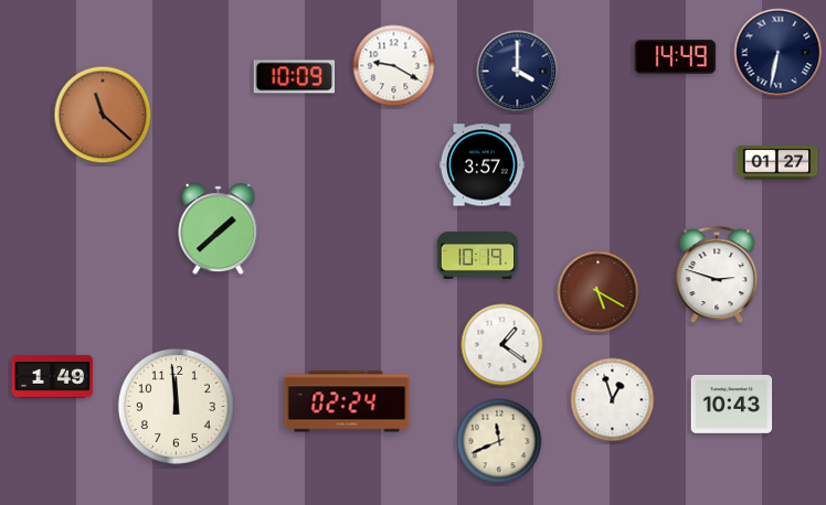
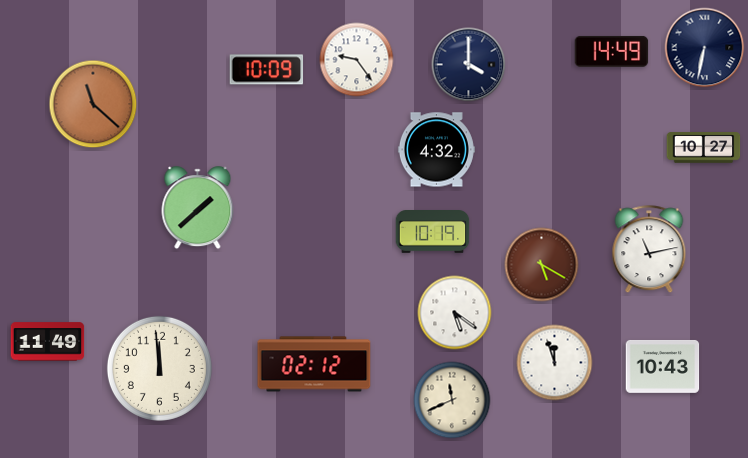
clock at (394, 66): 9:20 -> 9:24
clock at (777, 163): 01:27 -> 10:27
clock at (481, 165): 3:57 -> 4:32
clock at (717, 276): 2:48 -> 11:13
clock at (502, 345): 1:21 -> 5:21
clock at (53, 377): 1:49 -> 11:49
clock at (613, 400): 12:57 -> 11:57
clock at (347, 401): 02:24 -> 02:12
